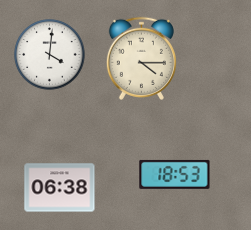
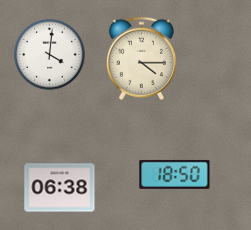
clock at (175, 174): 18:53 -> 18:50
